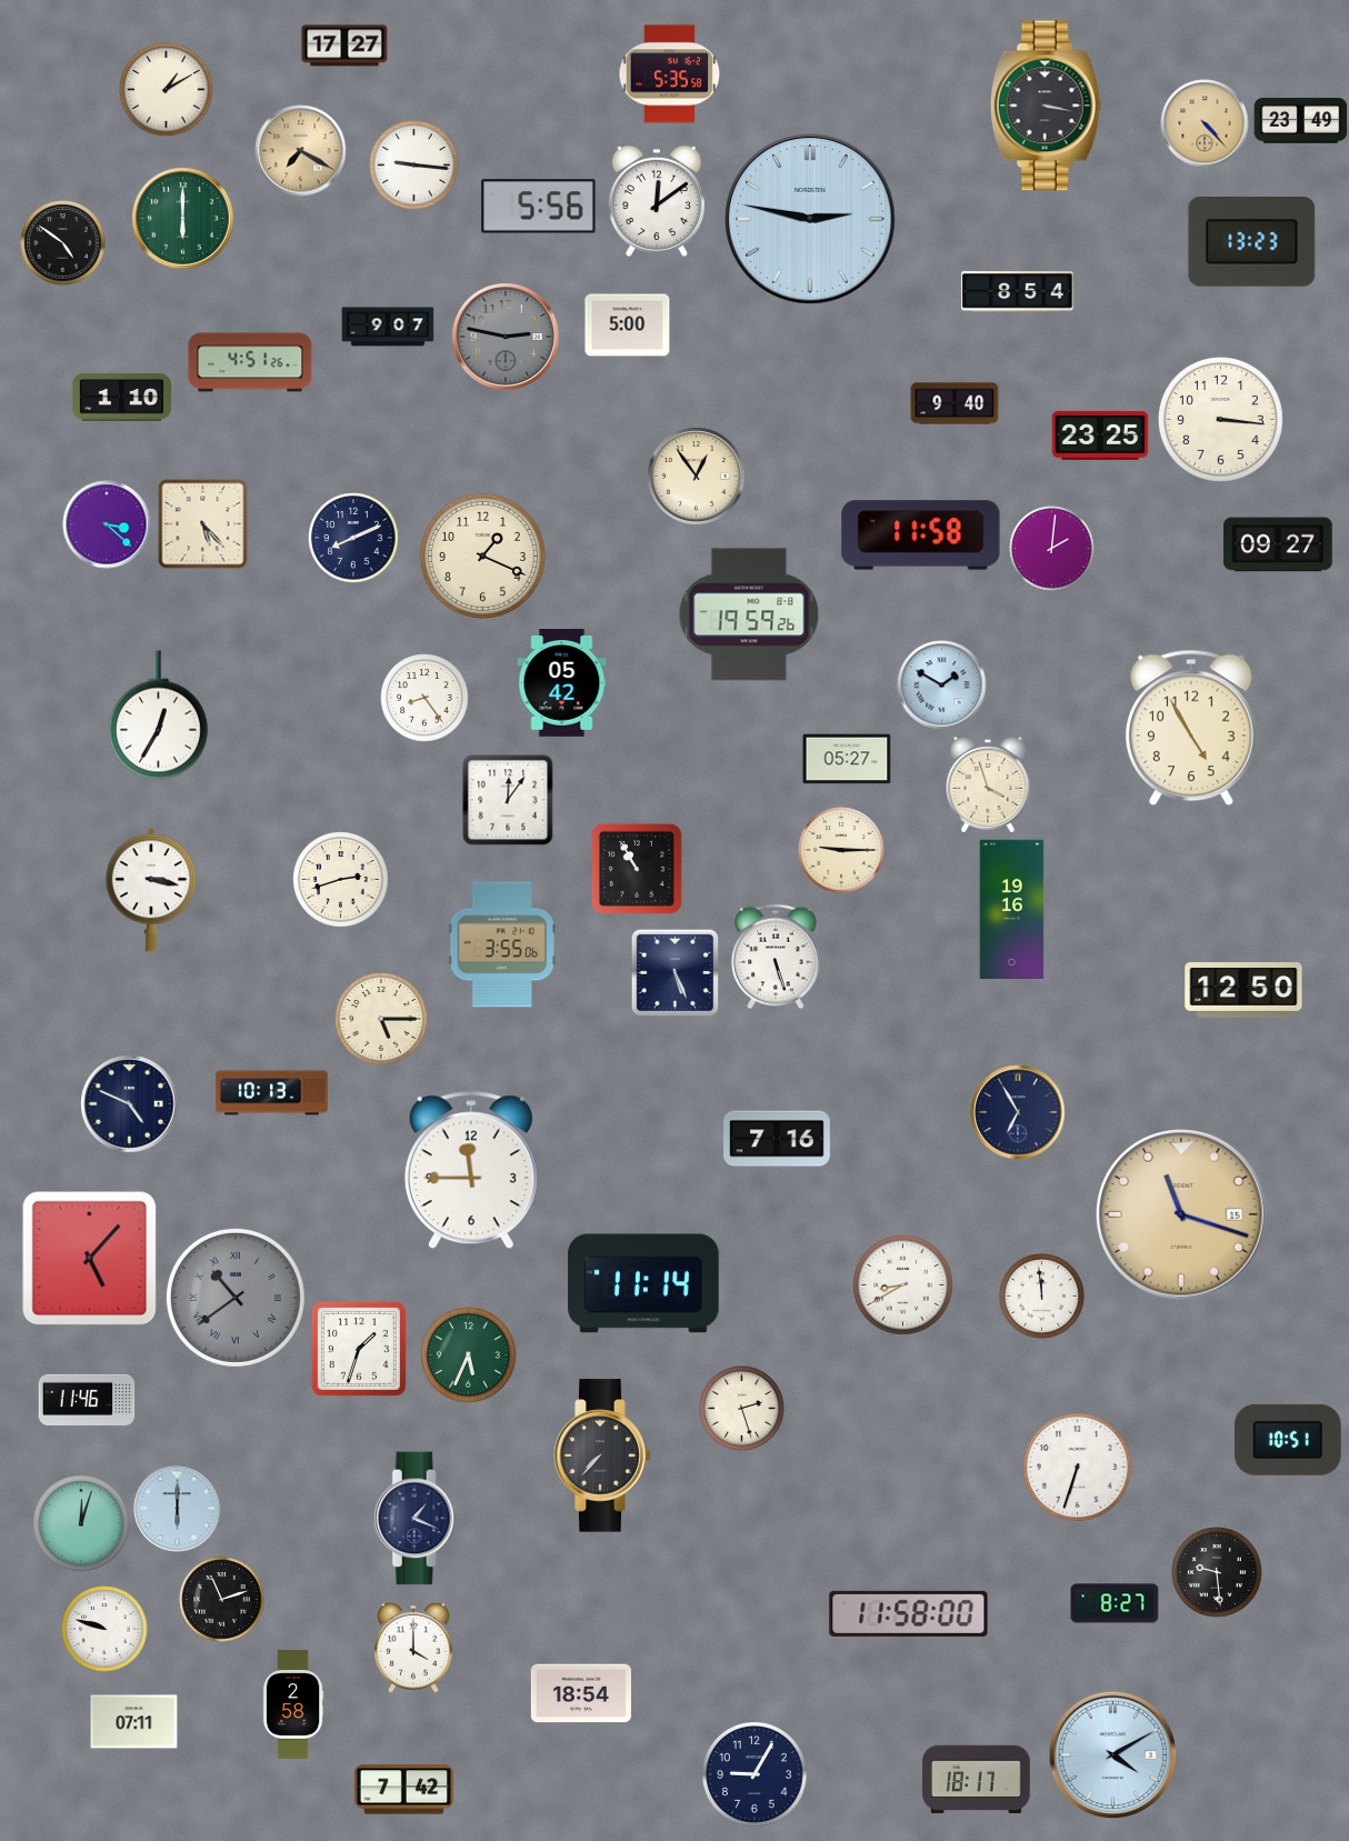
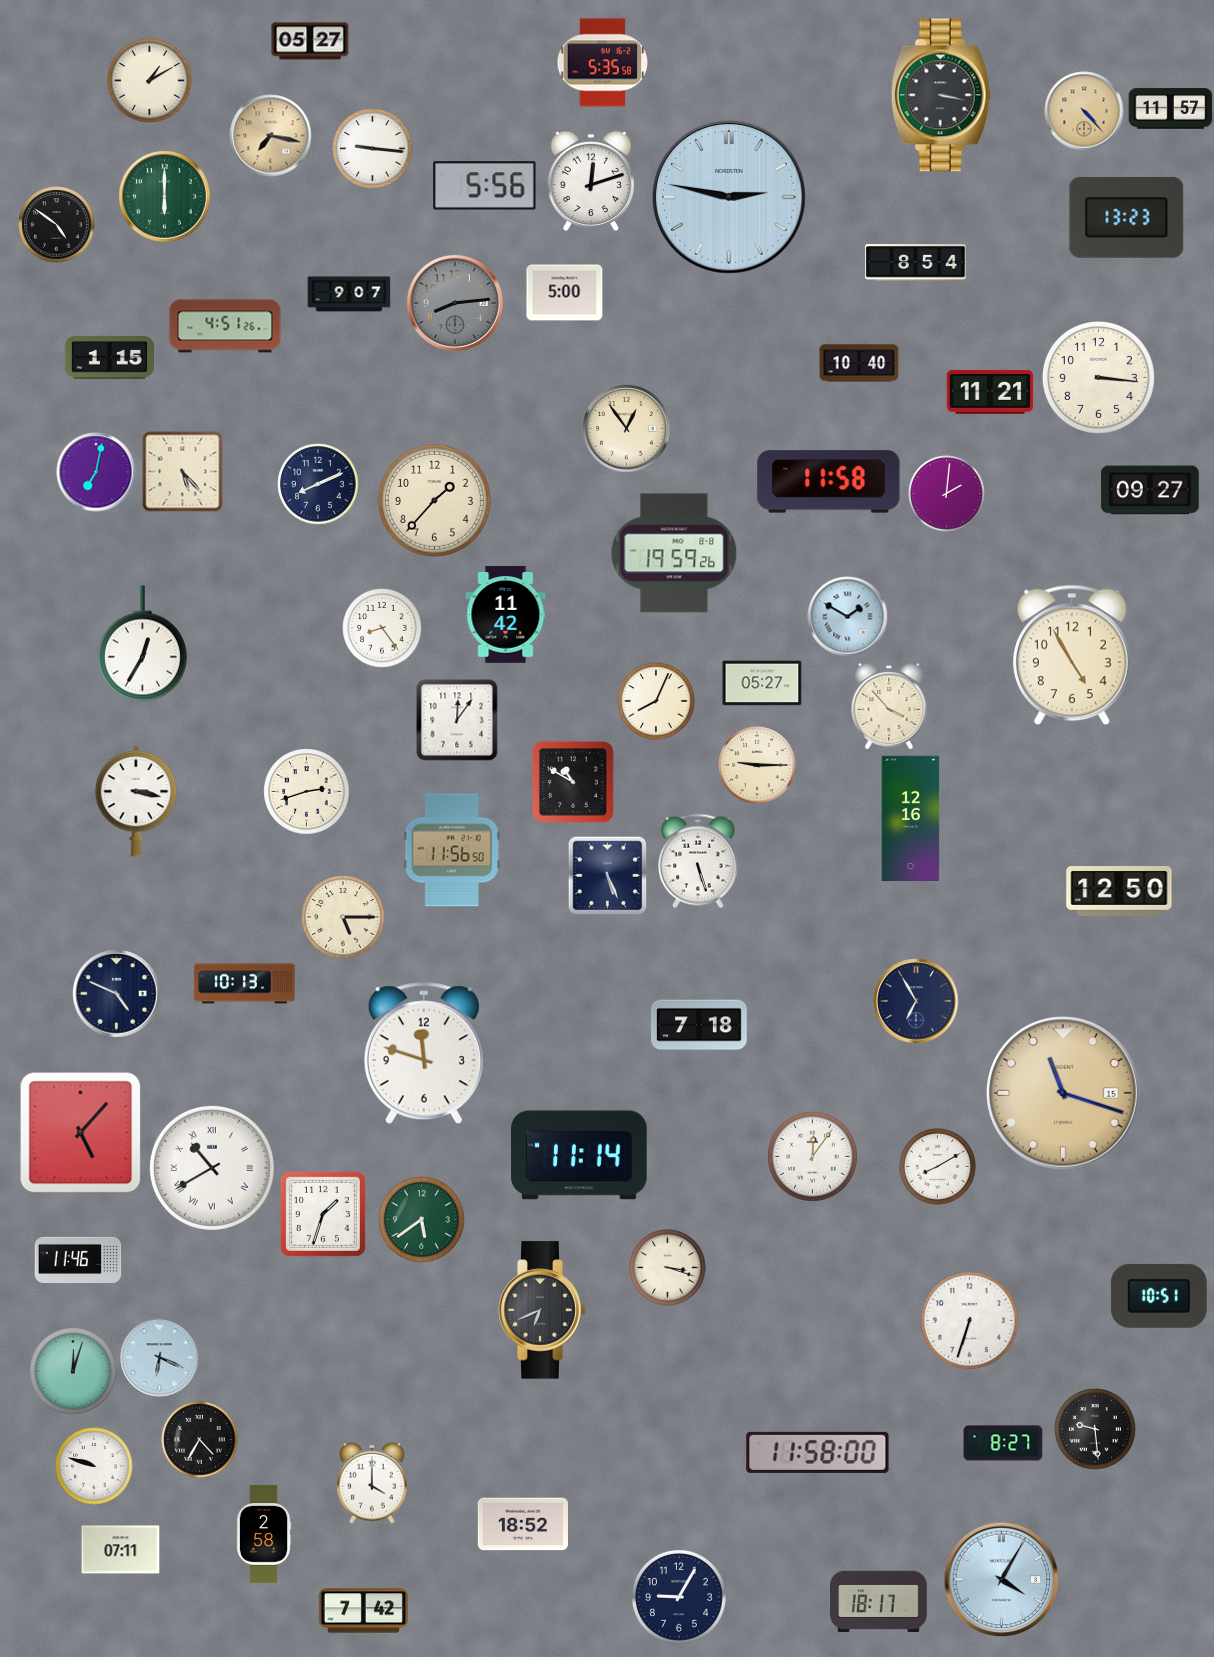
clock at (344, 46): 17:27 -> 05:27
clock at (670, 74) position: (670, 74) -> (603, 63)
clock at (1301, 121): 23:49 -> 11:57
clock at (301, 151): 7:20 -> 7:17
clock at (657, 201): 12:09 -> 12:12
clock at (63, 243) position: (63, 243) -> (57, 225)
clock at (506, 337): 2:47 -> 8:14
clock at (121, 398): 1:10 -> 1:15
clock at (955, 403): 9:40 -> 10:40
clock at (1100, 436): 23:25 -> 11:21
clock at (107, 524): 3:22 -> 7:02
clock at (482, 556): 1:19 -> 1:37
clock at (562, 683): 05:42 -> 11:42
clock at (656, 701): none -> 8:04
clock at (988, 784): 3:57 -> 3:53
clock at (637, 869): 10:55 -> 10:50
clock at (1012, 909): 19:16 -> 12:16
clock at (502, 944): 3:55 -> 11:56
clock at (778, 1139): 7:16 -> 7:18
clock at (471, 1170): 11:45 -> 11:48
clock at (903, 1285): 8:40 -> 12:06
clock at (1042, 1297): 11:59 -> 8:10
clock at (236, 1298): 10:39 -> 10:40
clock at (236, 1298) dial: grey -> white
clock at (469, 1355): 5:34 -> 5:39
clock at (742, 1409): 2:27 -> 3:18
clock at (602, 1455): 7:37 -> 6:41
clock at (178, 1509): 6:00 -> 6:19
clock at (416, 1519): 1:19 -> none
clock at (1217, 1572) position: (1217, 1572) -> (1095, 1429)
clock at (222, 1600): 11:12 -> 4:35
clock at (581, 1693): 18:54 -> 18:52
clock at (1113, 1755): 4:10 -> 4:05
